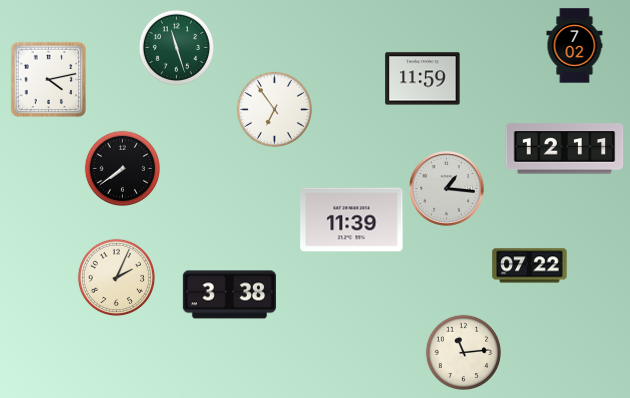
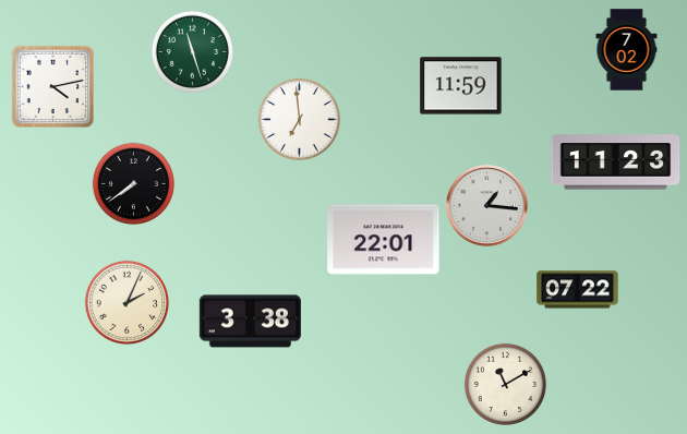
clock at (274, 109): 6:54 -> 6:59
clock at (565, 149): 12:11 -> 11:23
clock at (352, 220): 11:39 -> 22:01
clock at (463, 352): 11:14 -> 11:10
